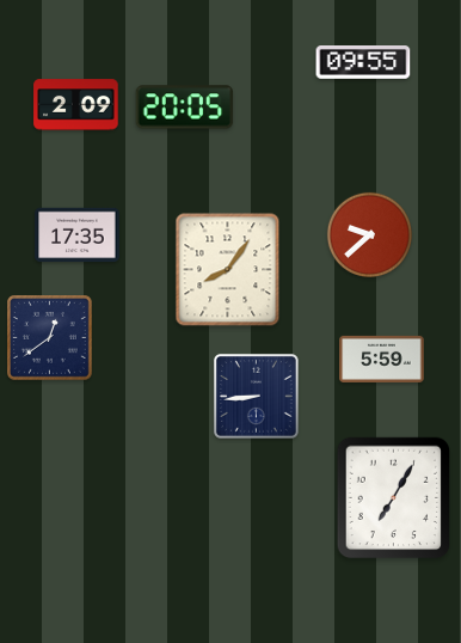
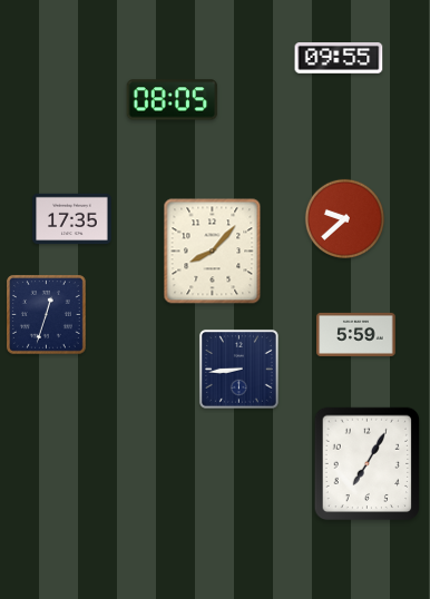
clock at (76, 105): 2:09 -> none
clock at (185, 108): 20:05 -> 08:05
clock at (228, 270): 8:06 -> 8:07
clock at (50, 338): 12:39 -> 12:33
